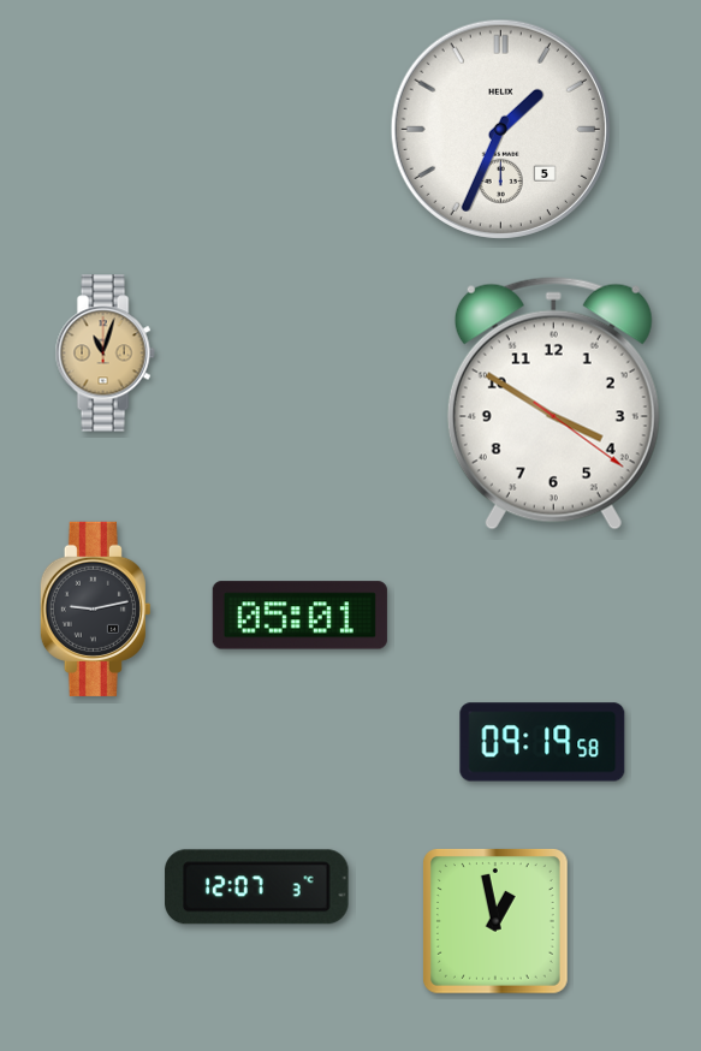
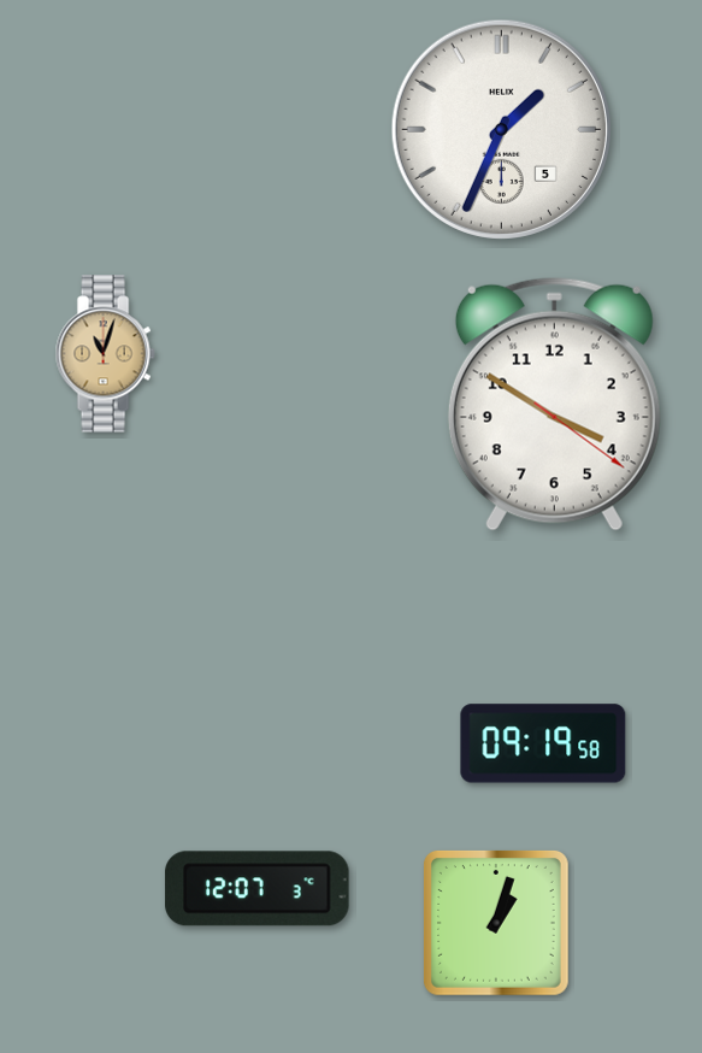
clock at (95, 608): 9:13 -> none
clock at (299, 616): 05:01 -> none
clock at (495, 921): 12:58 -> 1:03
